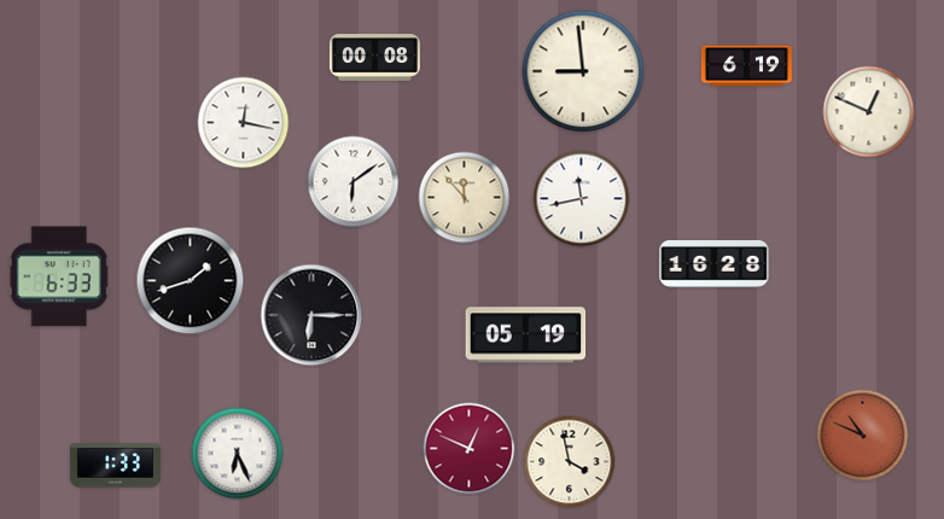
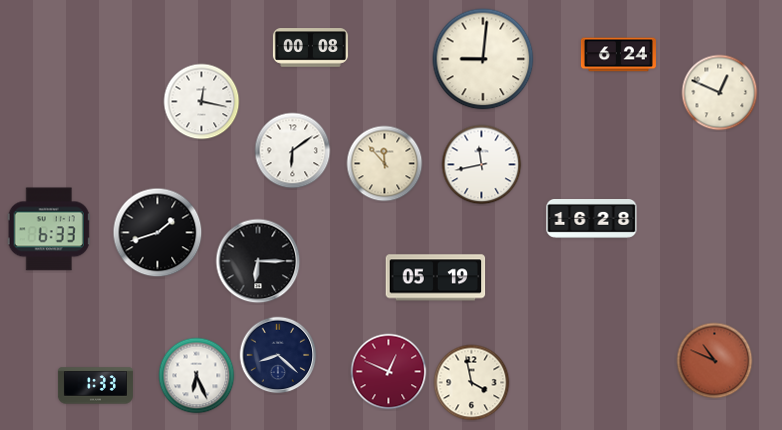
clock at (746, 66): 6:19 -> 6:24
clock at (583, 71): 8:59 -> 9:01
clock at (278, 355): none -> 8:22
